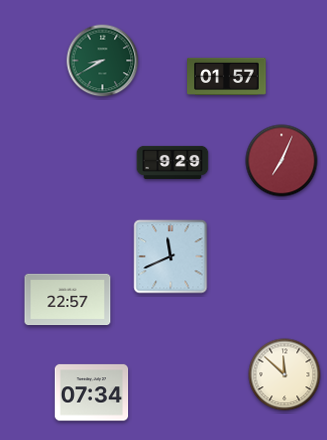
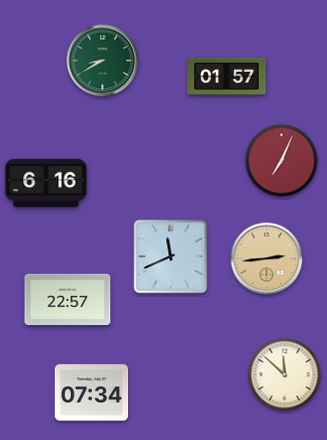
clock at (173, 162): 9:29 -> none
clock at (46, 183): none -> 6:16
clock at (267, 259): none -> 2:44
